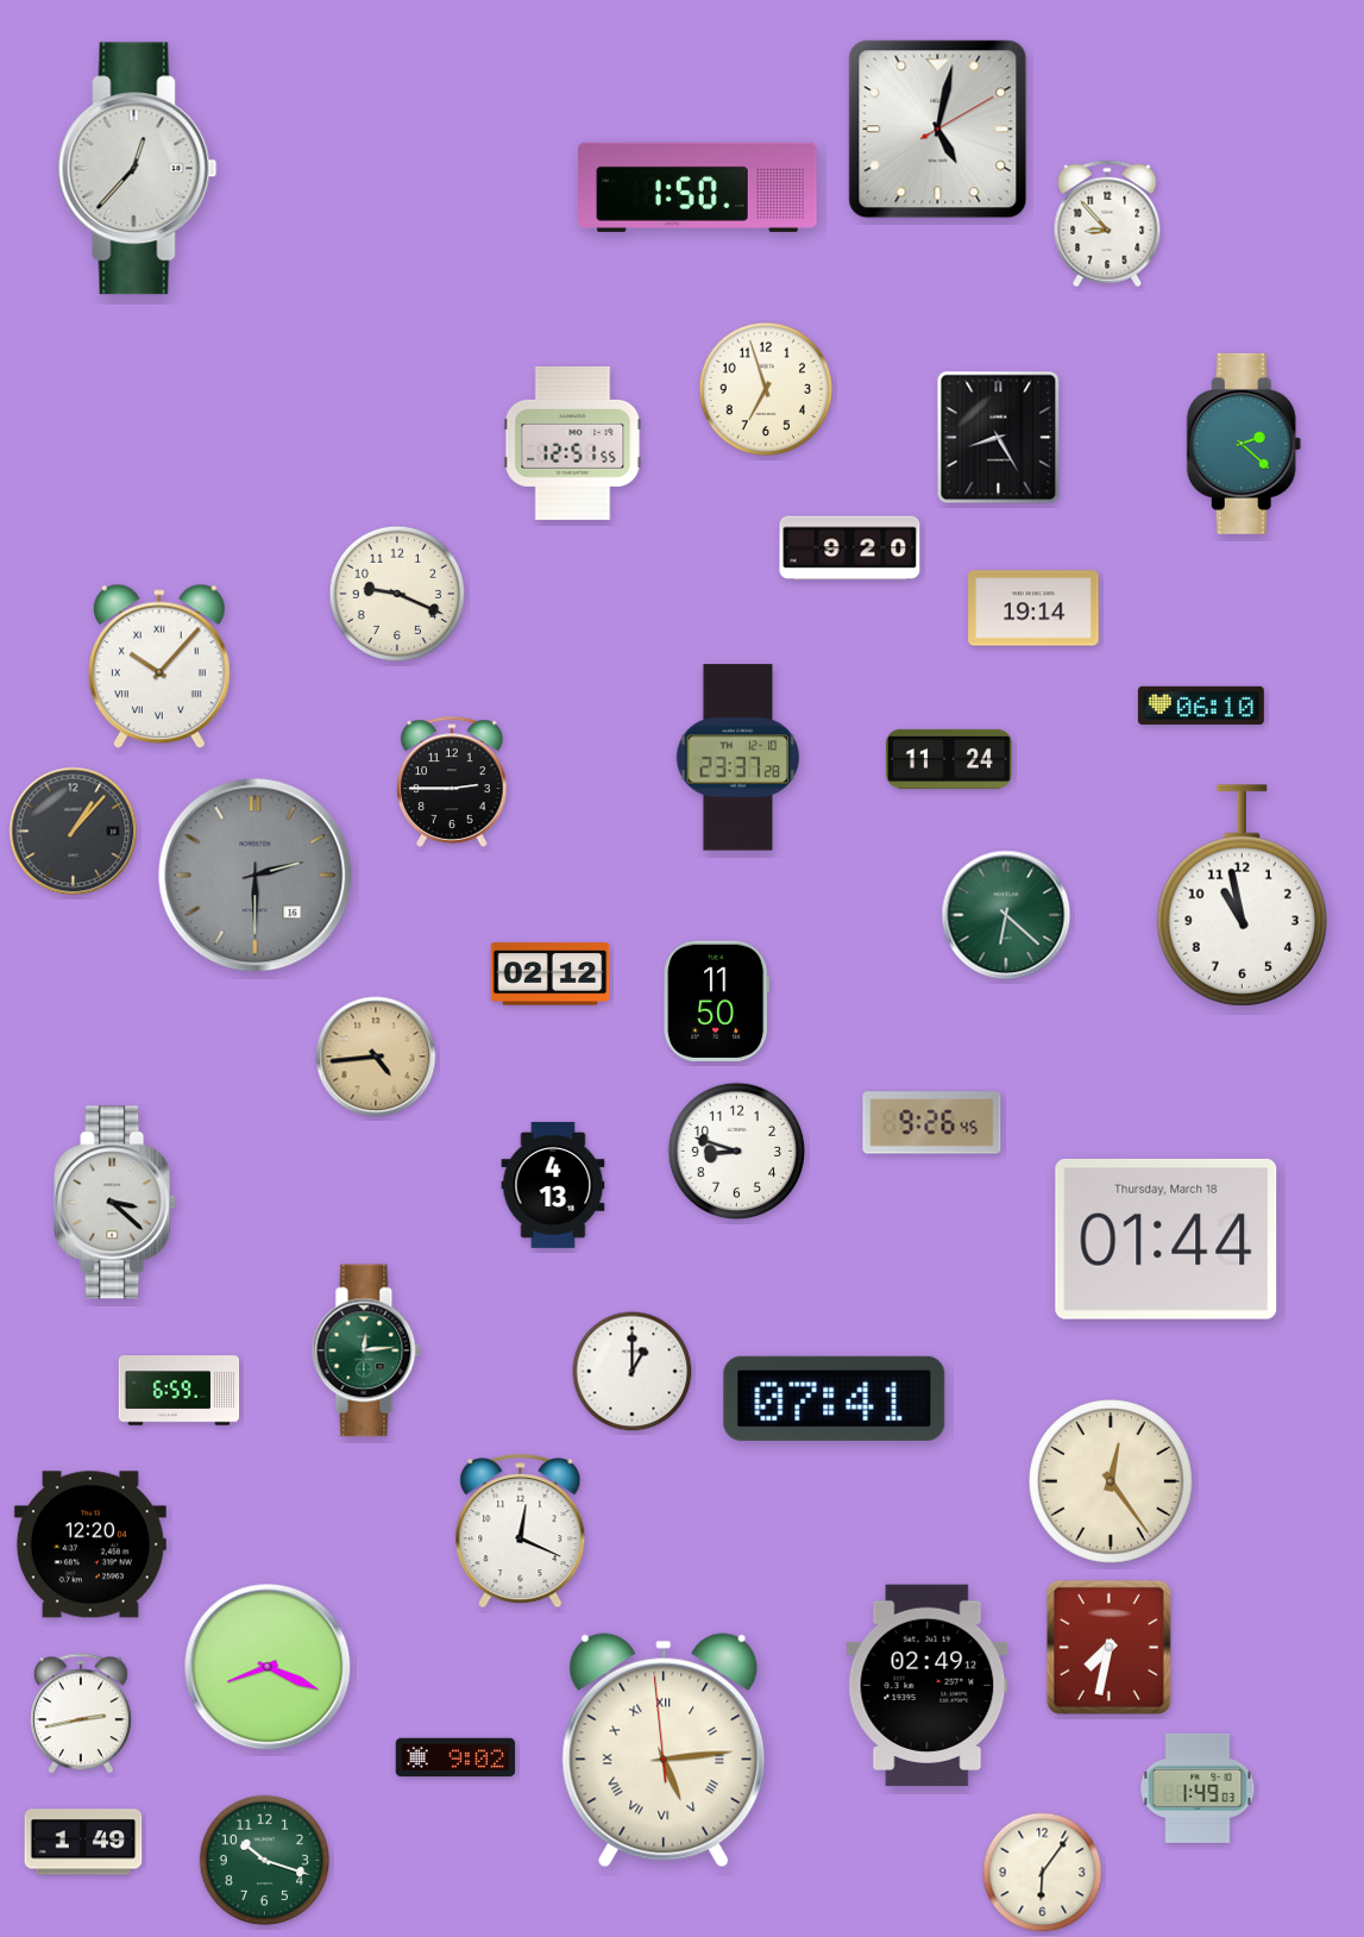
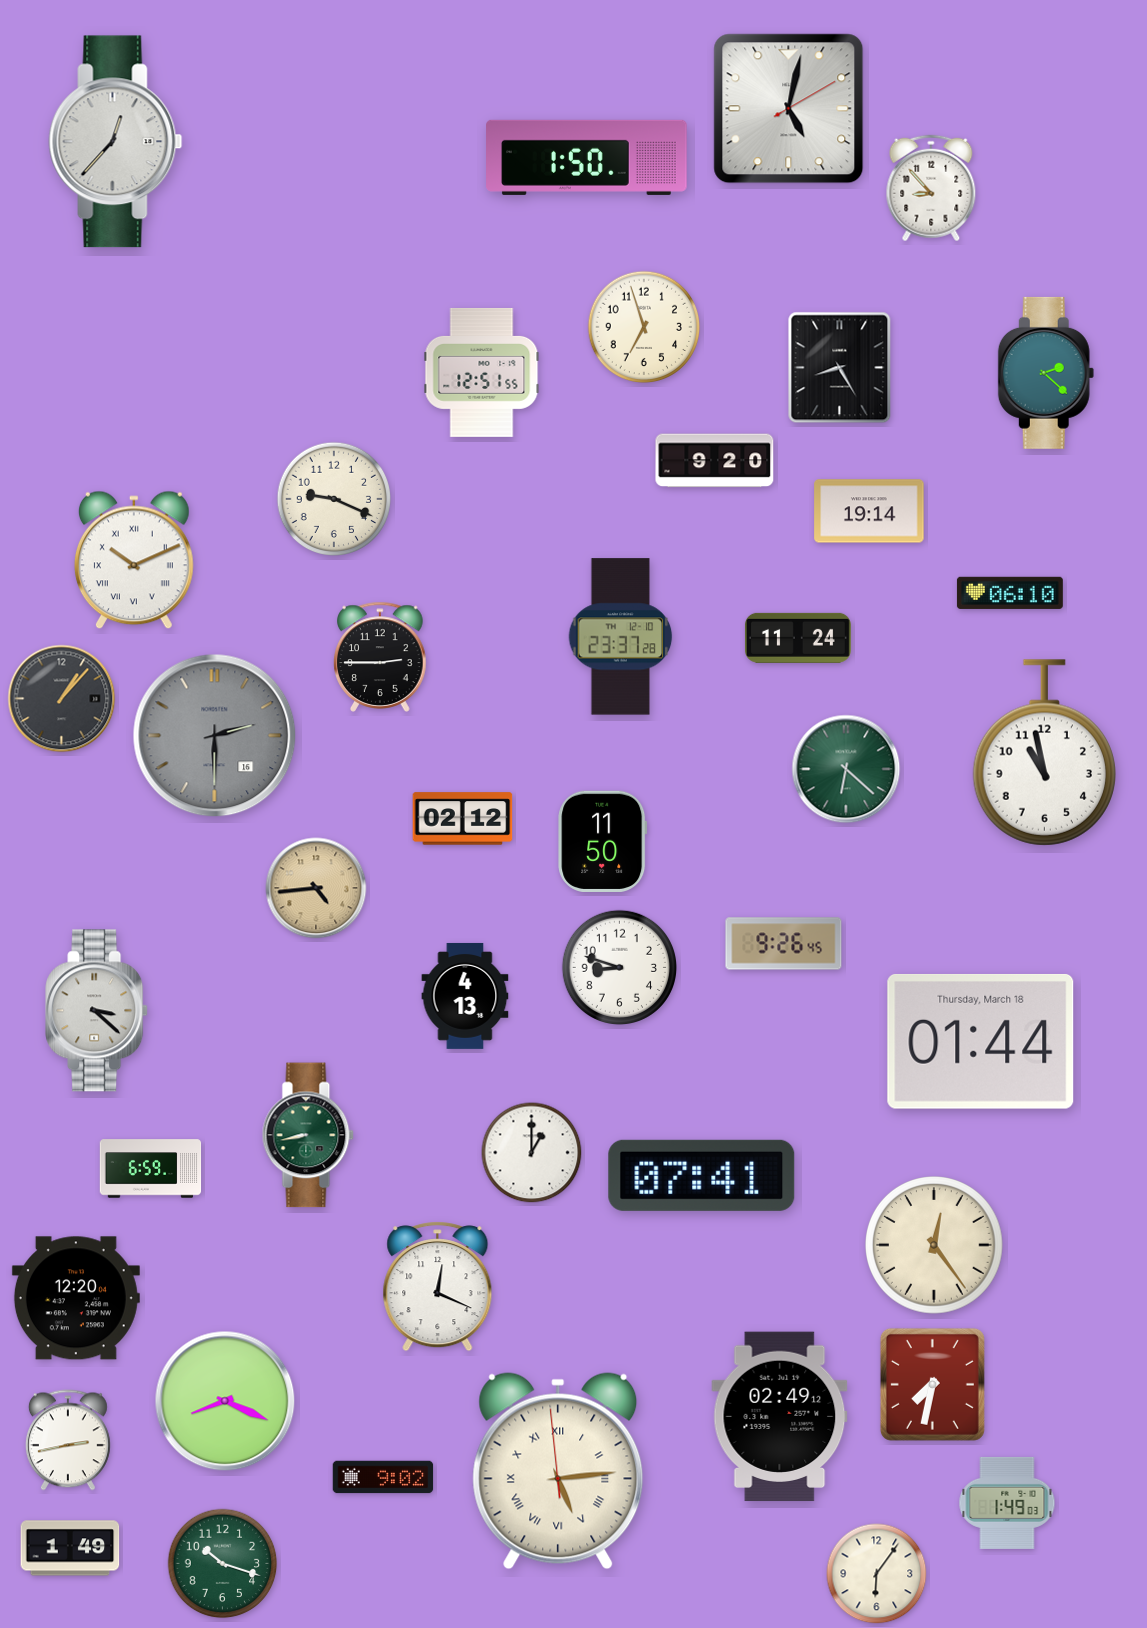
clock at (159, 666): 10:07 -> 10:11
clock at (366, 1350): 12:14 -> 8:43
